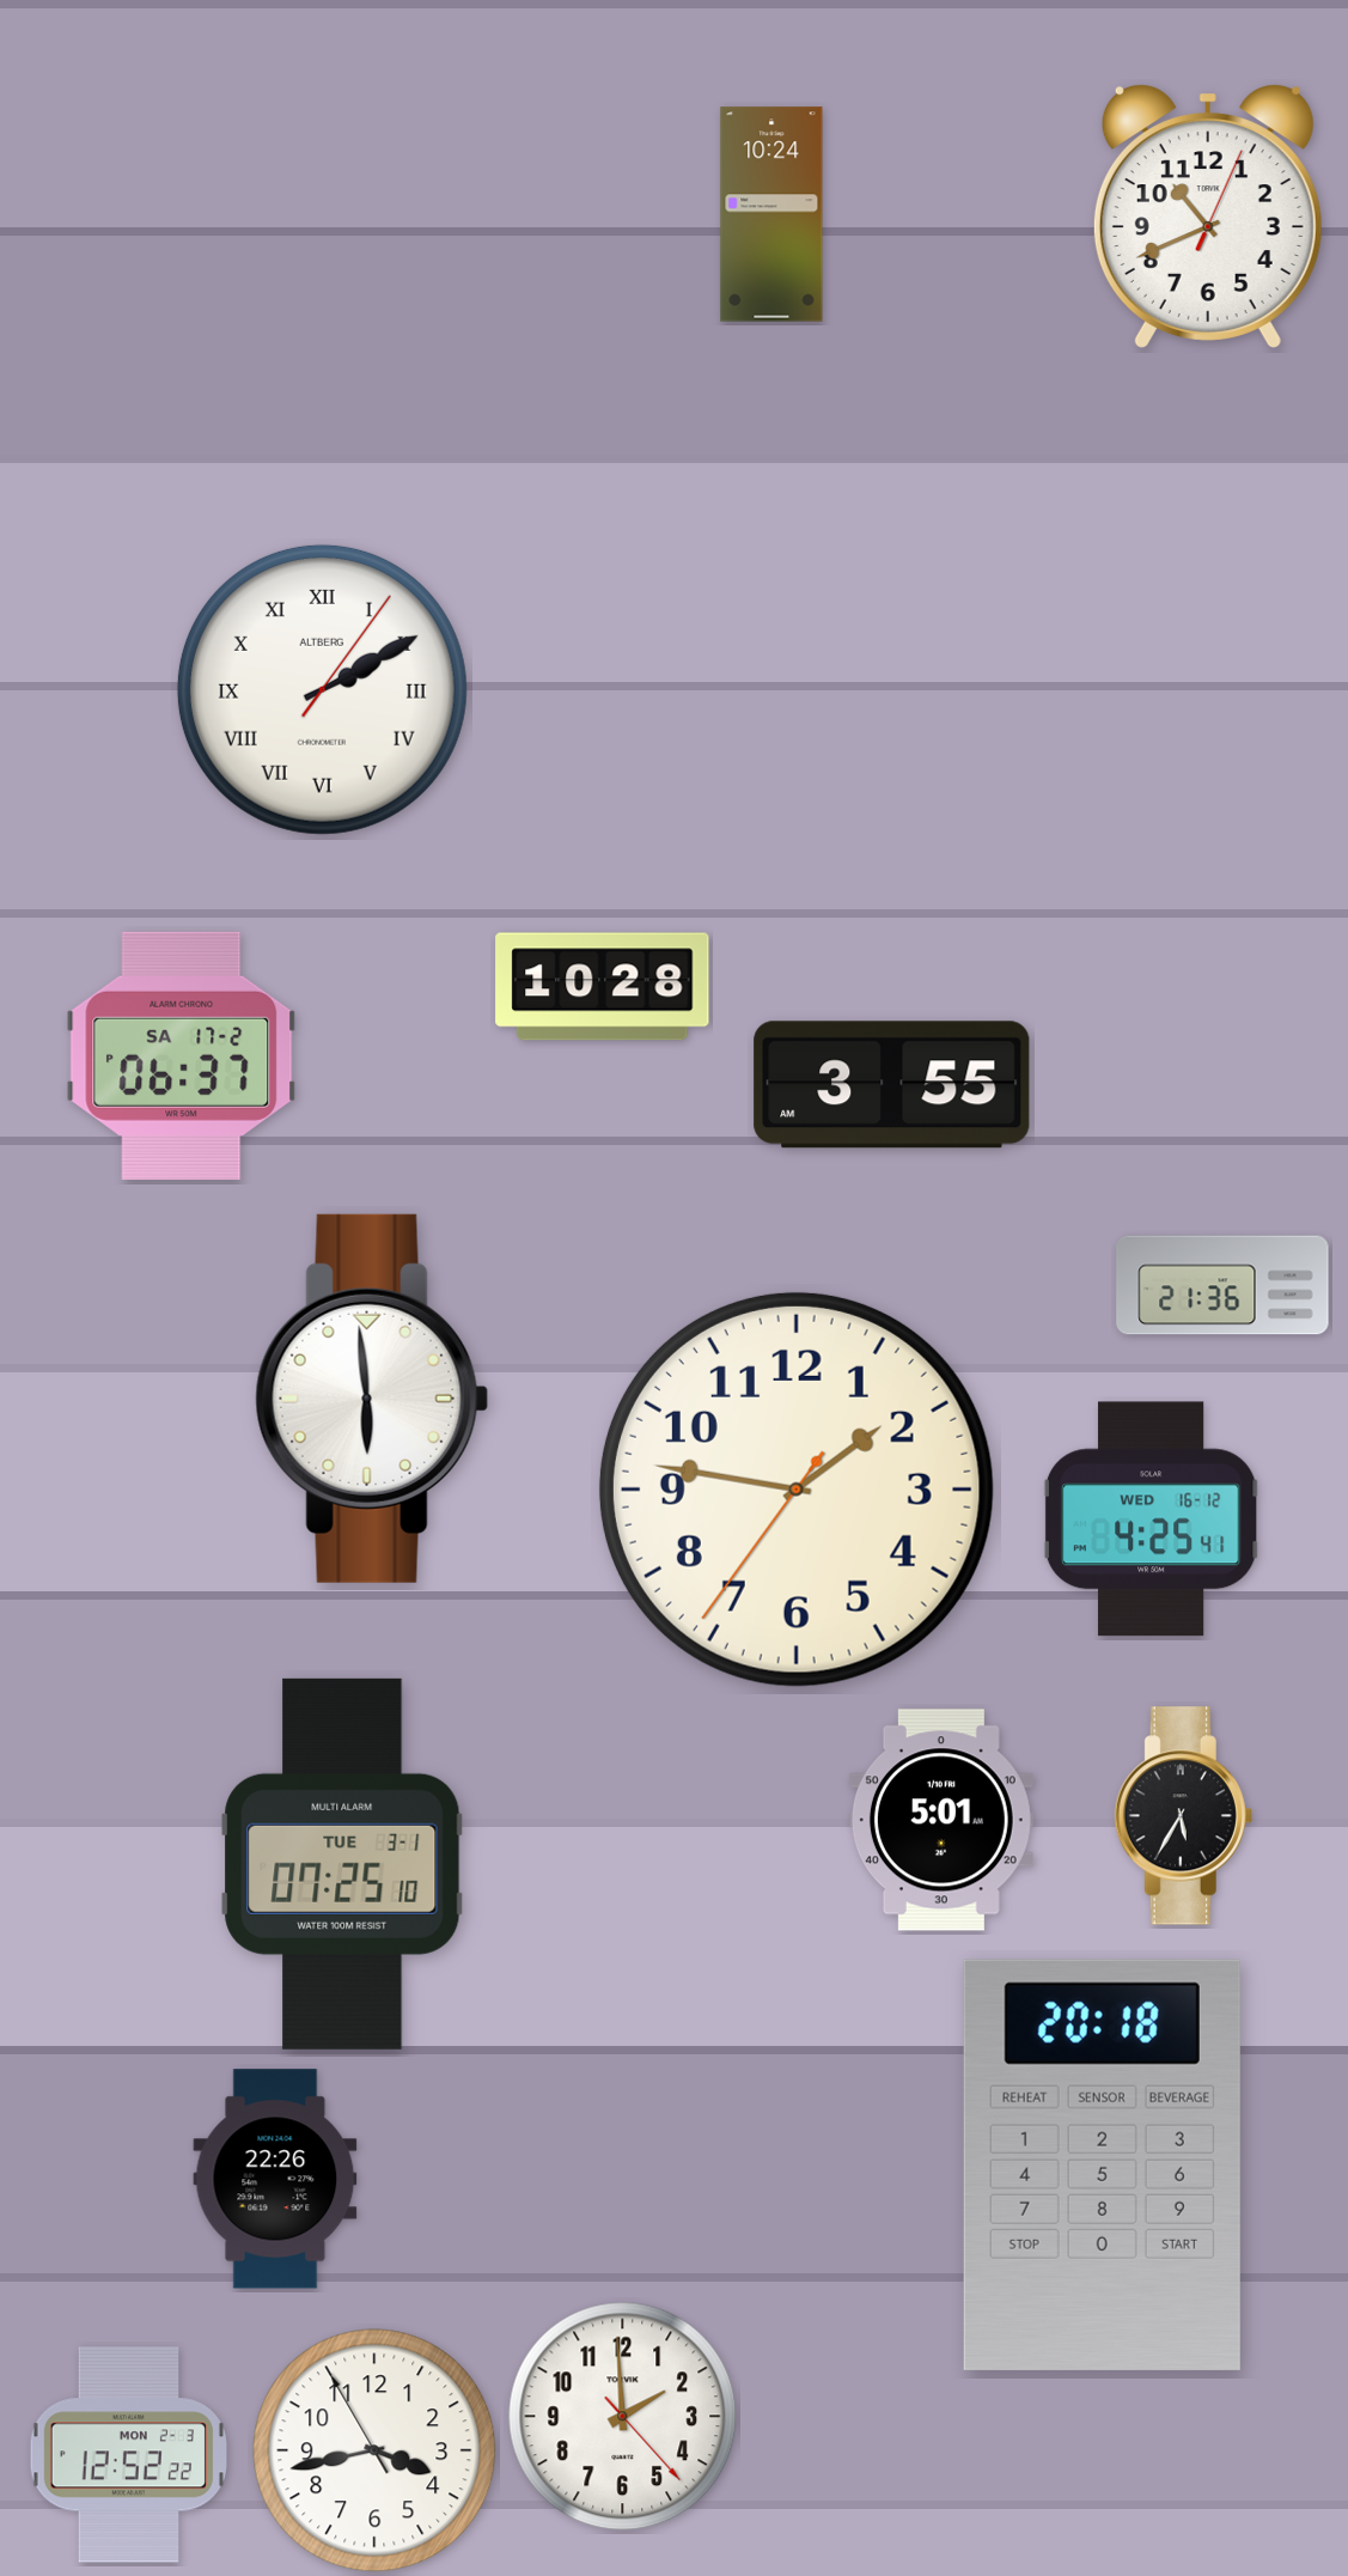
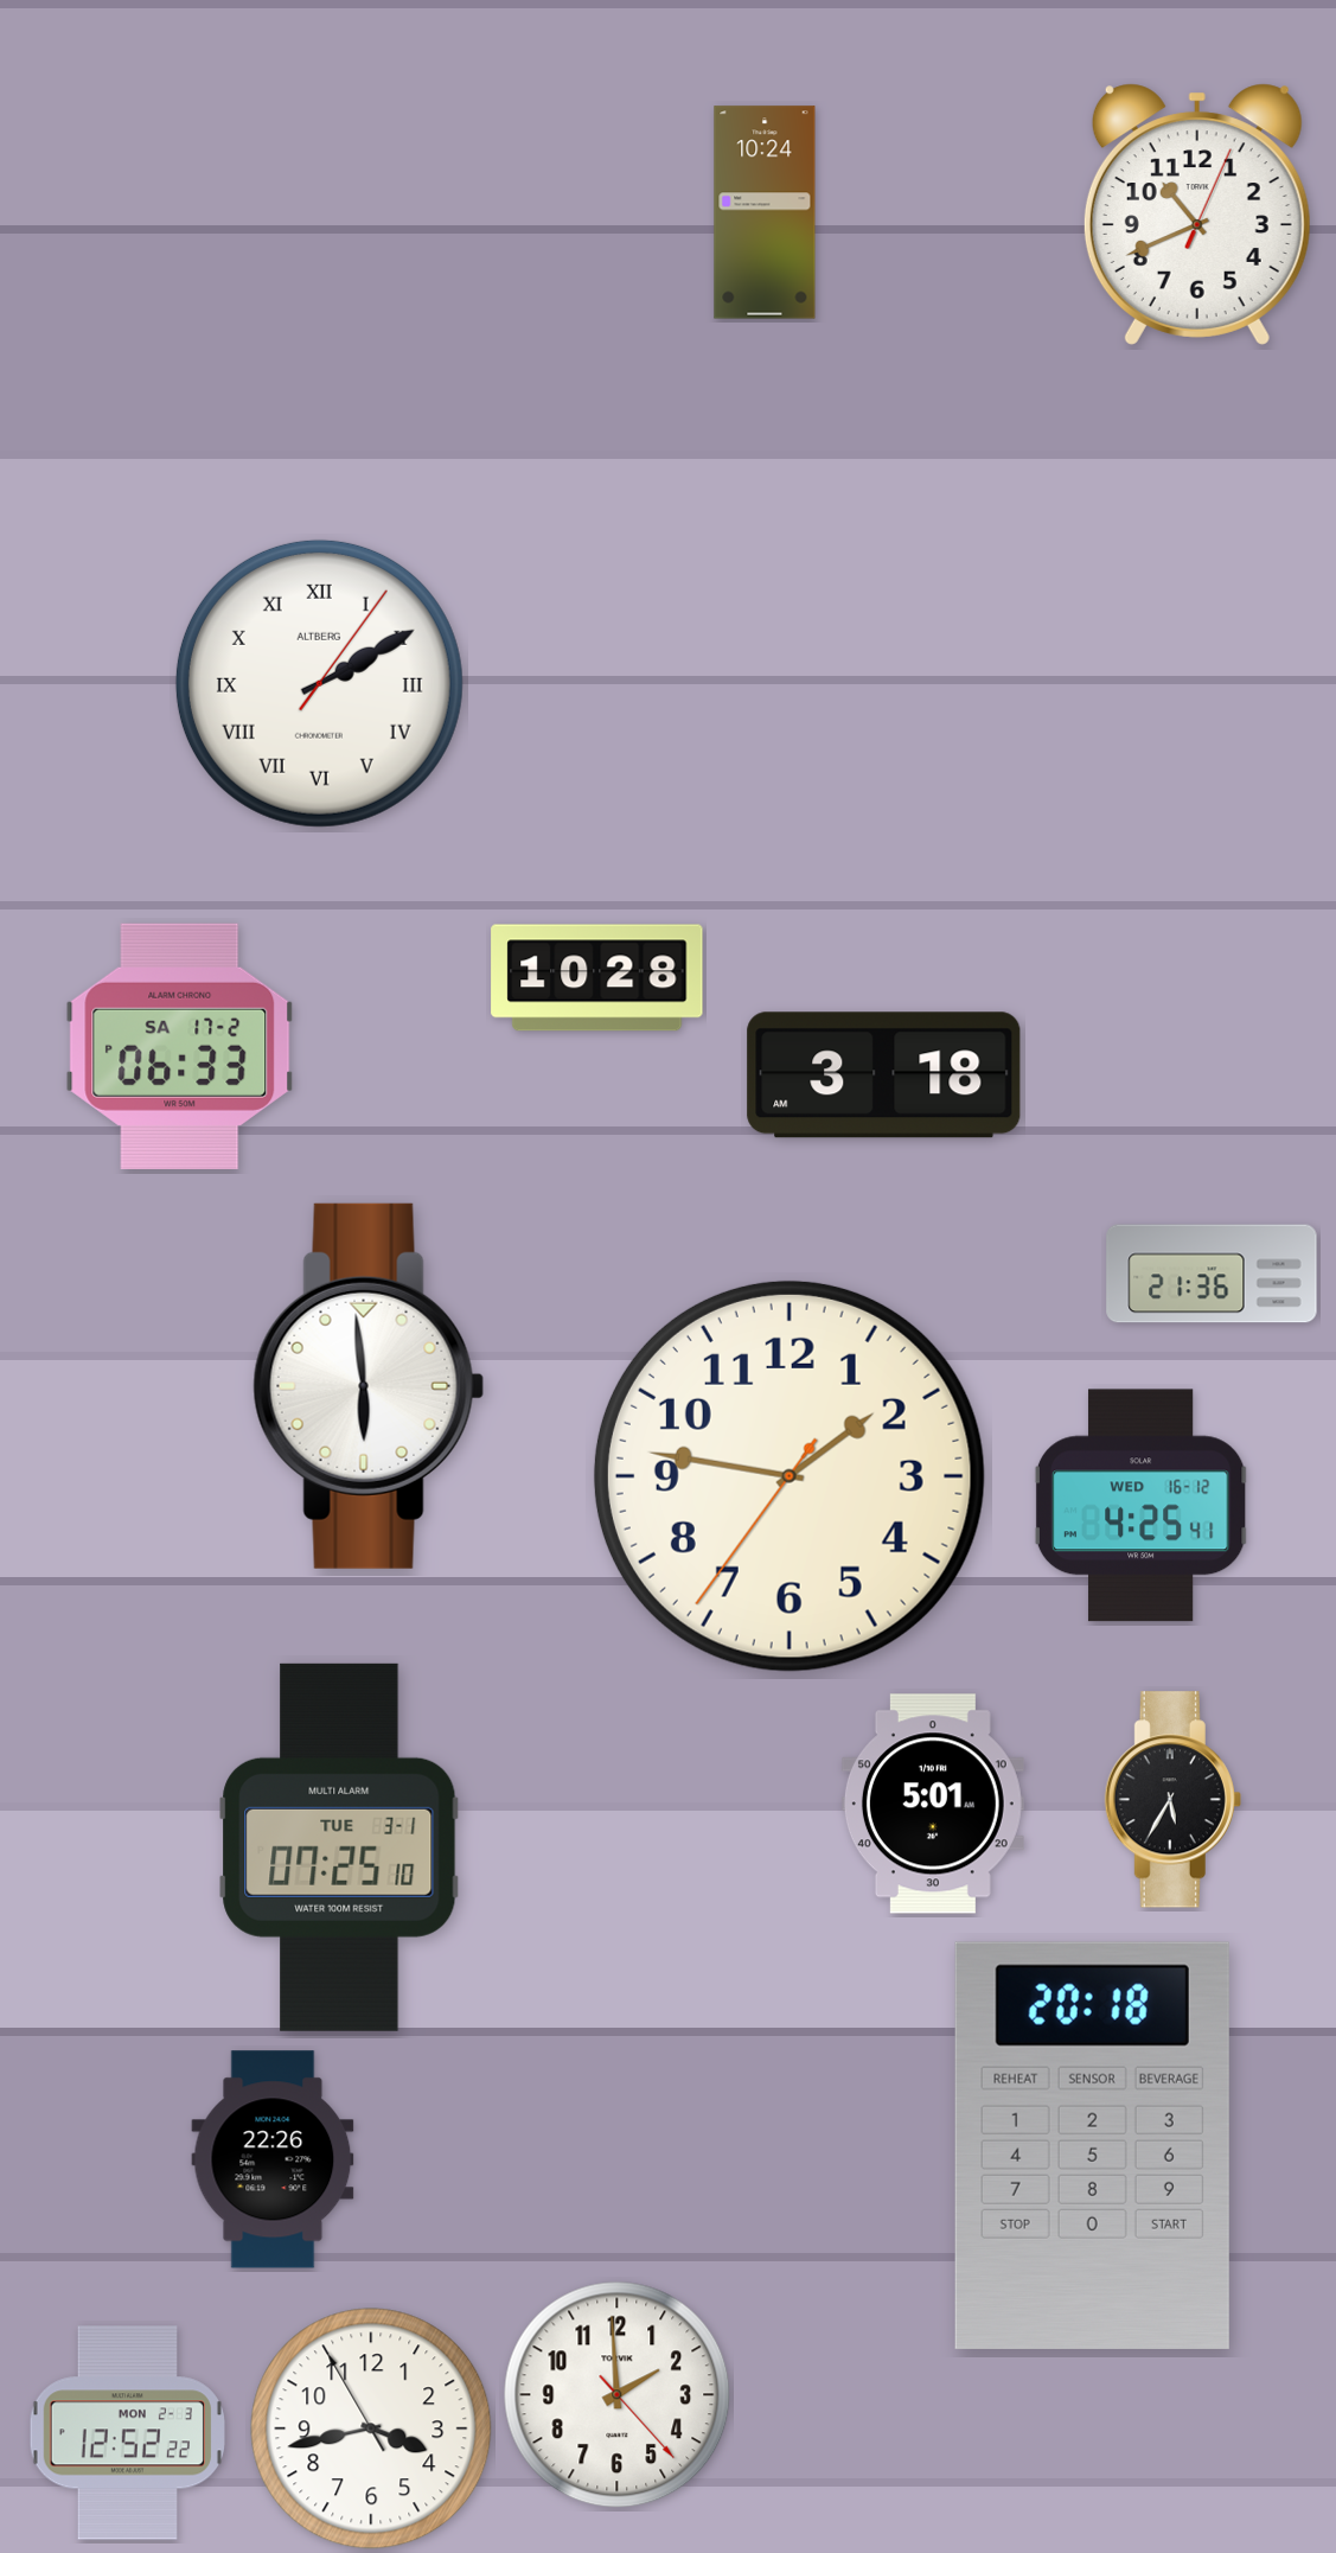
clock at (182, 1055): 06:37 -> 06:33
clock at (892, 1085): 3:55 -> 3:18
